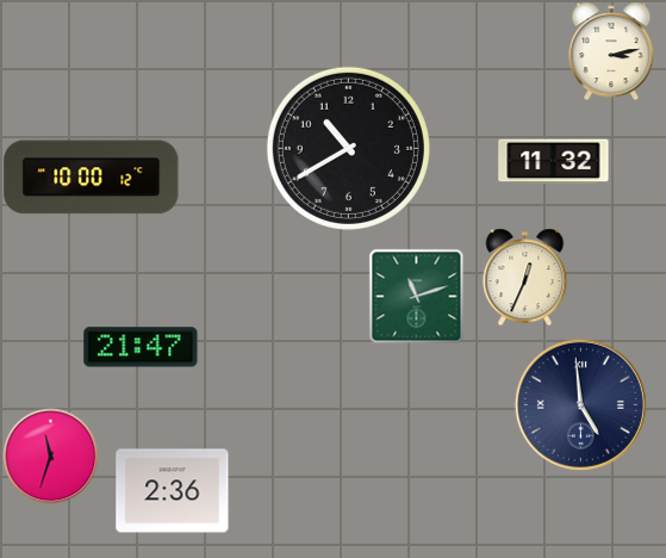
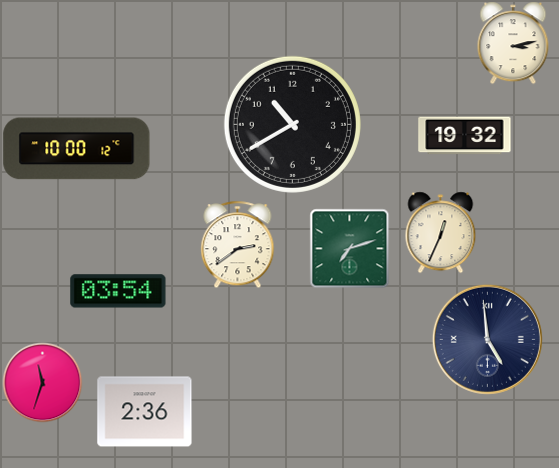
clock at (554, 162): 11:32 -> 19:32
clock at (238, 244): none -> 2:39
clock at (416, 296): 11:12 -> 7:12
clock at (141, 347): 21:47 -> 03:54
